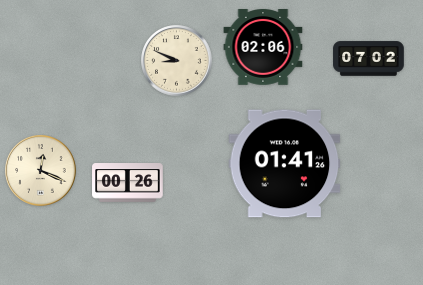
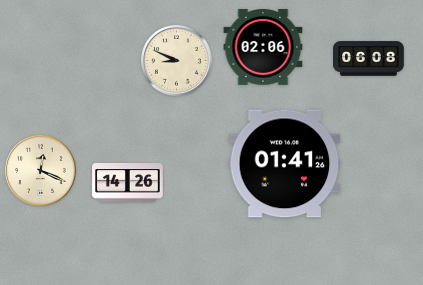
clock at (369, 59): 07:02 -> 06:08
clock at (128, 183): 00:26 -> 14:26
